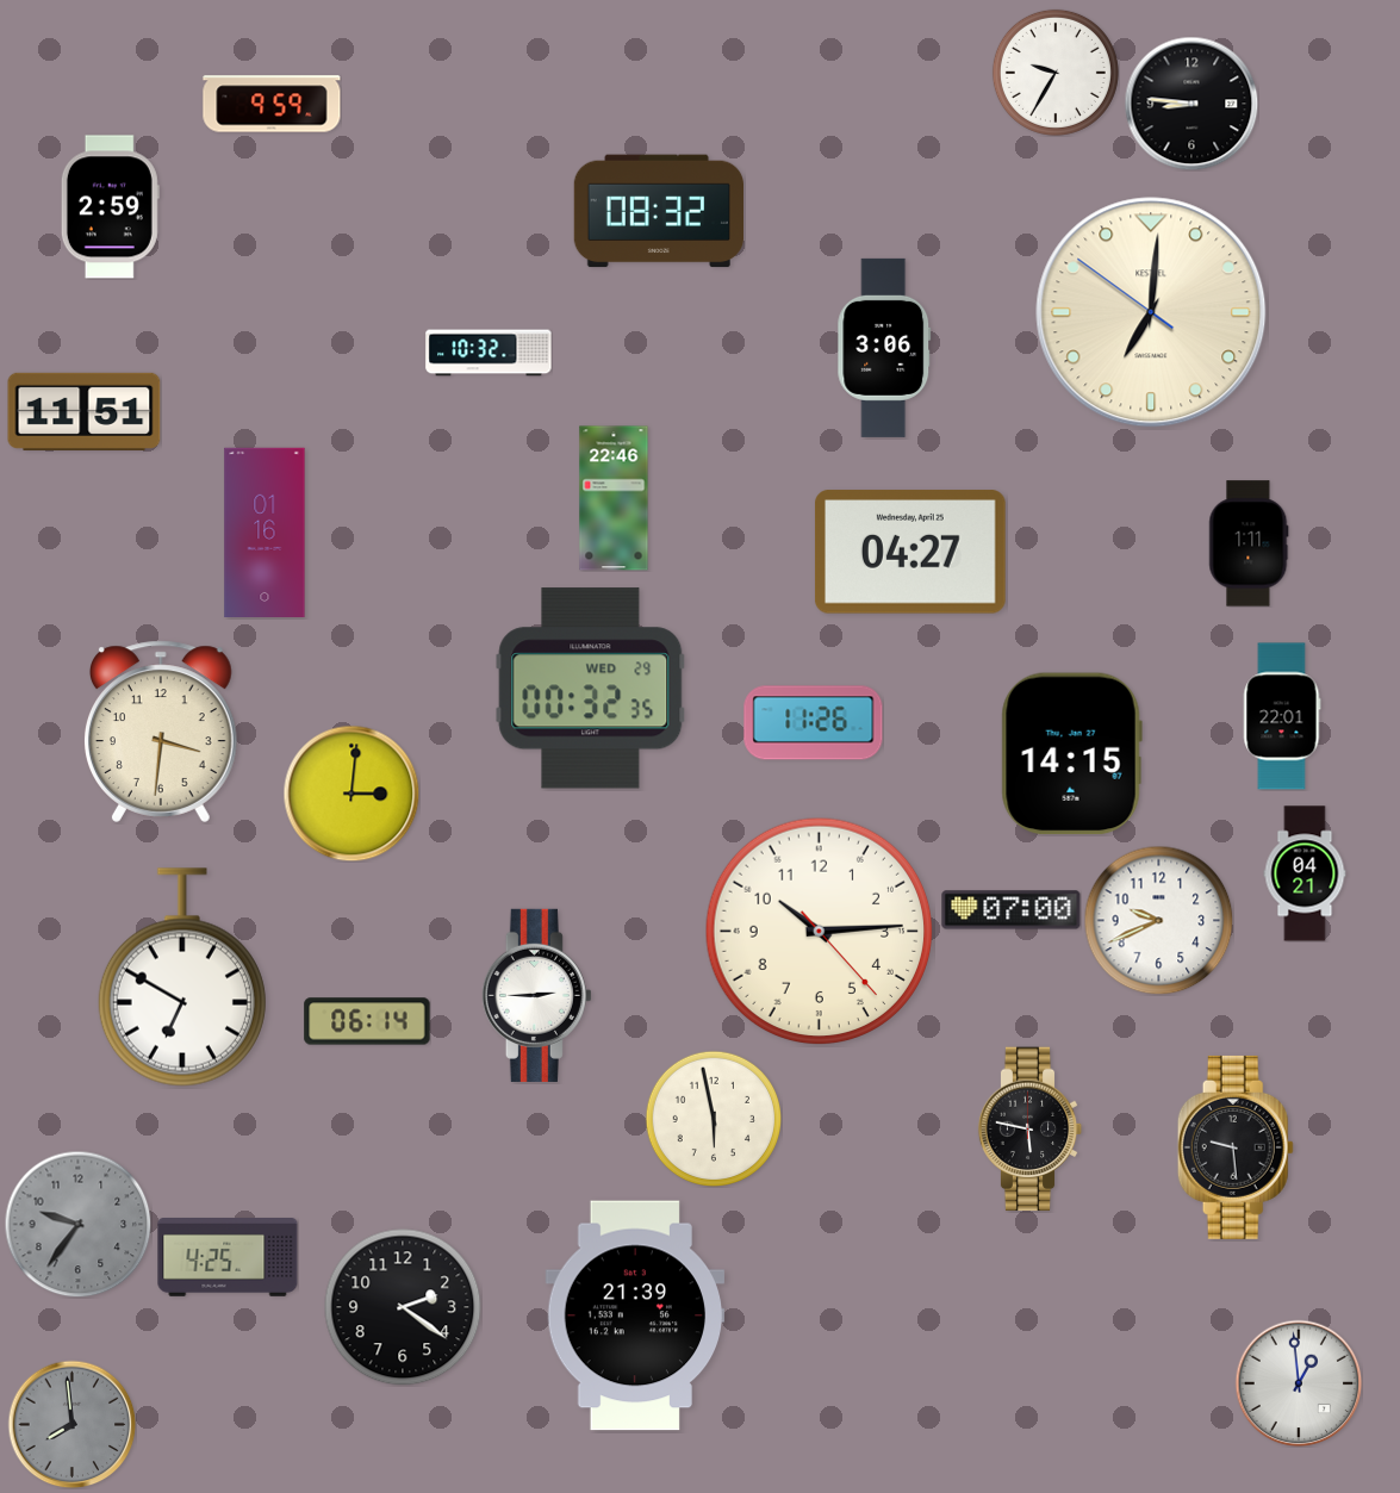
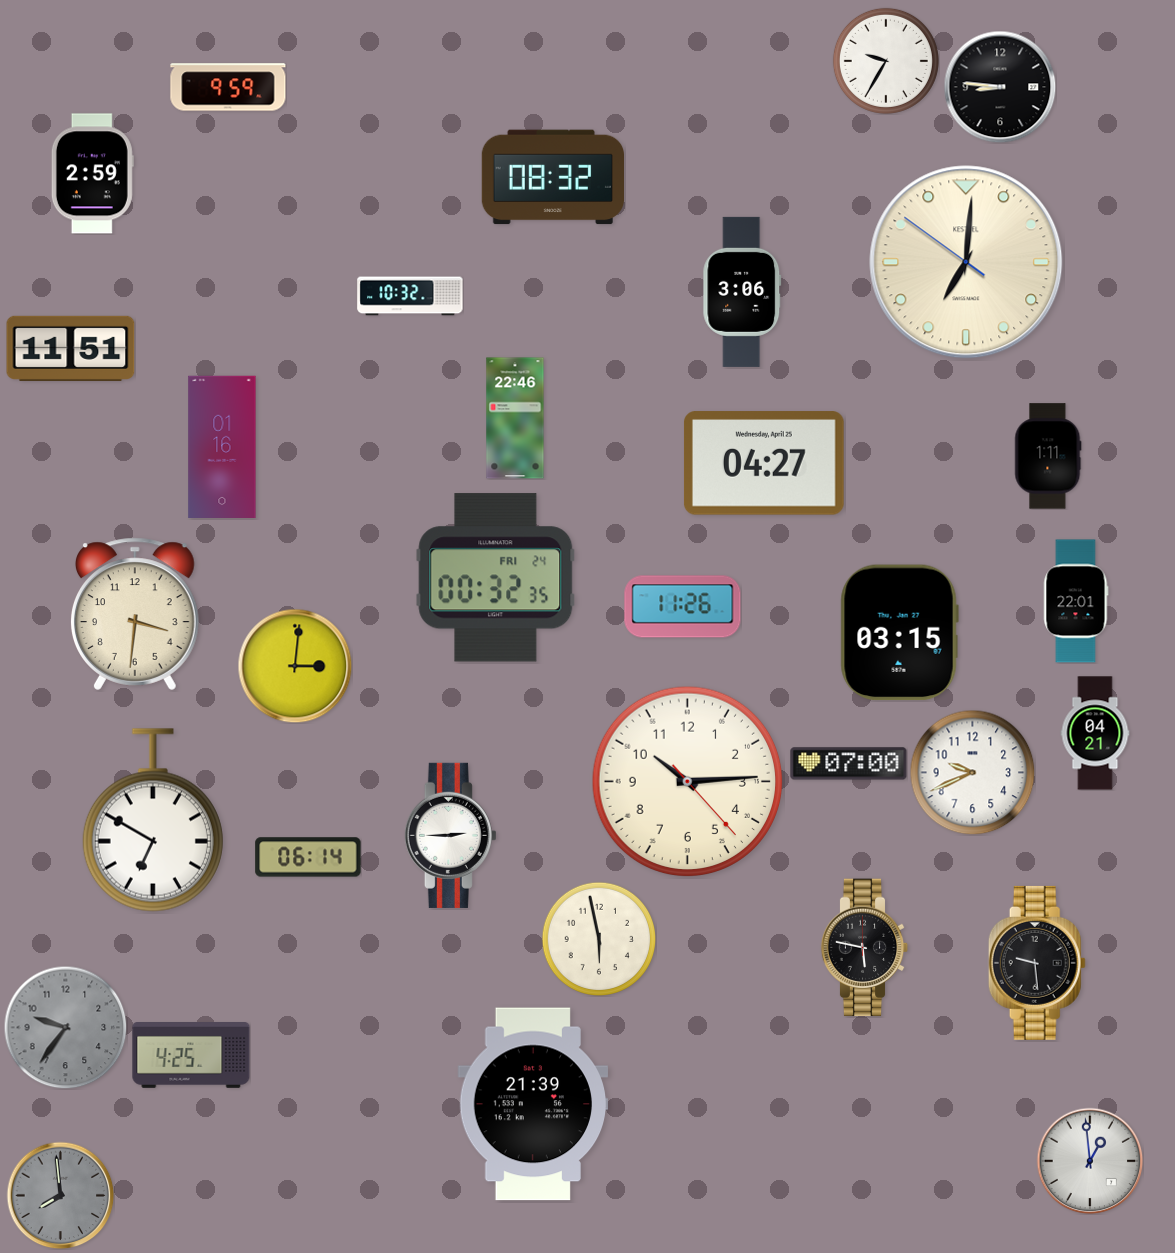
clock at (85, 411) position: (85, 411) -> (71, 348)
clock at (591, 689) date: WED 29 -> FRI 24
clock at (1071, 754): 14:15 -> 03:15
clock at (403, 1307): 2:21 -> none
